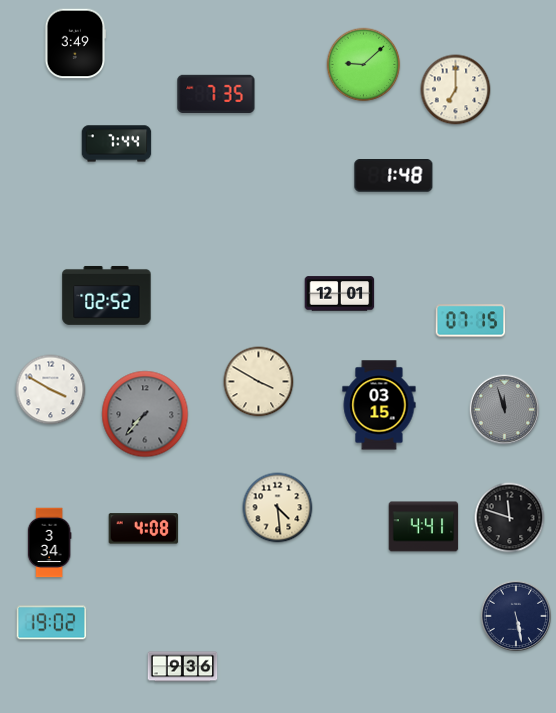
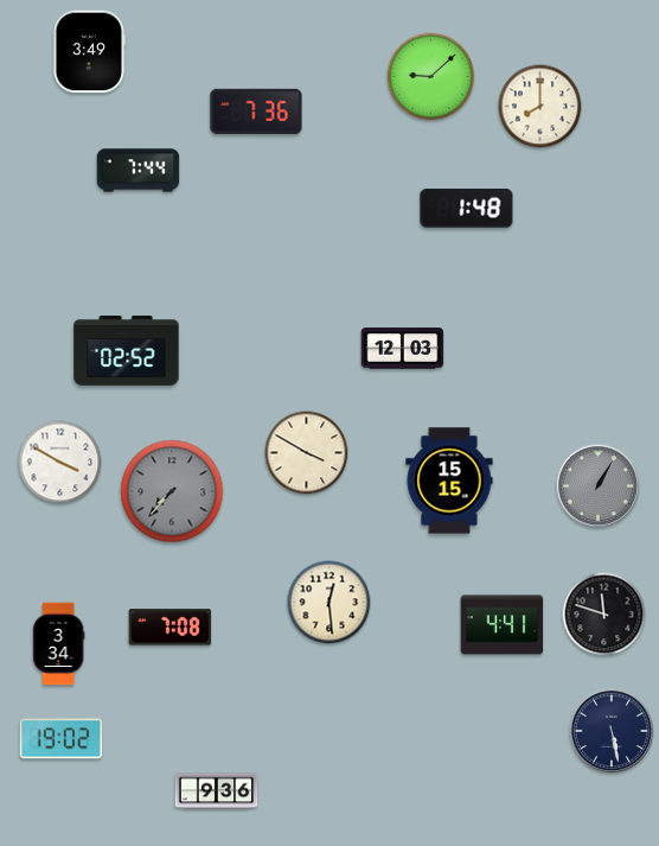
clock at (456, 90): 7:00 -> 8:00
clock at (216, 93): 7:35 -> 7:36
clock at (340, 294): 12:01 -> 12:03
clock at (471, 321): 07:15 -> none
clock at (379, 405): 03:15 -> 15:15
clock at (505, 410): 11:57 -> 1:05
clock at (278, 508): 4:29 -> 12:29
clock at (144, 529): 4:08 -> 7:08
